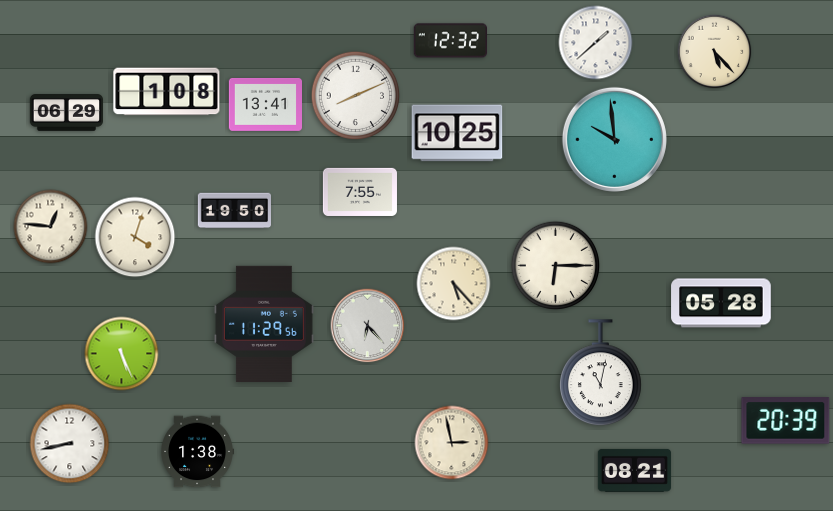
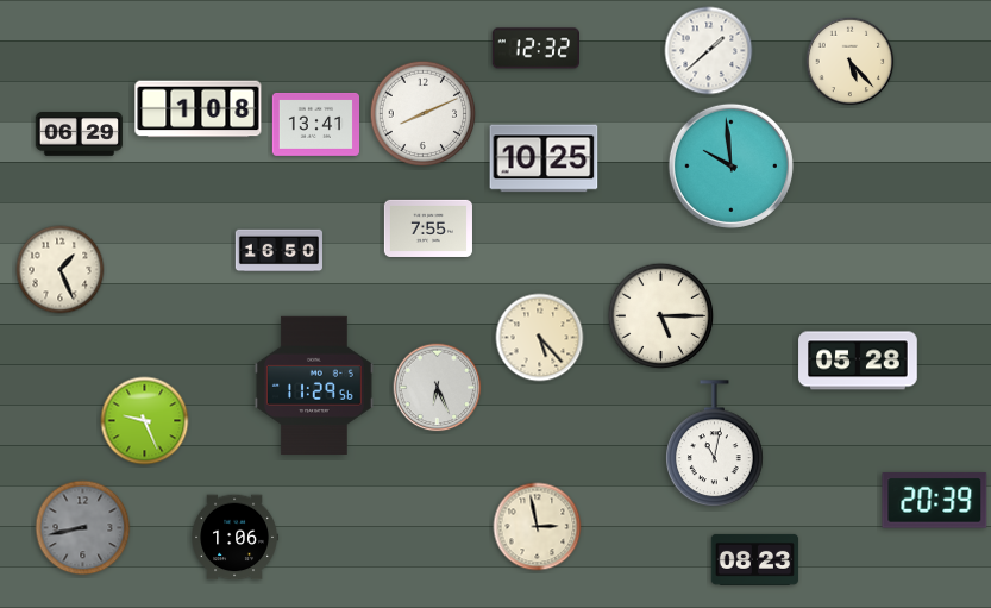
clock at (235, 211): 19:50 -> 16:50
clock at (51, 227): 12:46 -> 1:26
clock at (135, 237): 4:03 -> none
clock at (556, 266): 6:15 -> 5:15
clock at (368, 326): 6:23 -> 6:26
clock at (122, 354): 5:26 -> 9:26
clock at (70, 444) dial: white -> grey
clock at (197, 452): 1:38 -> 1:06
clock at (635, 470): 08:21 -> 08:23
